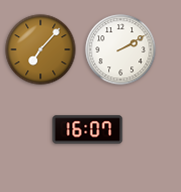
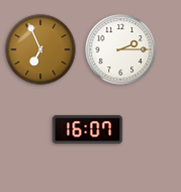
clock at (41, 50): 7:07 -> 6:56
clock at (121, 50): 2:10 -> 2:15
